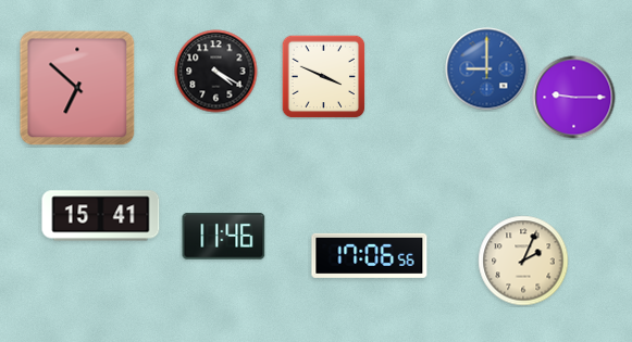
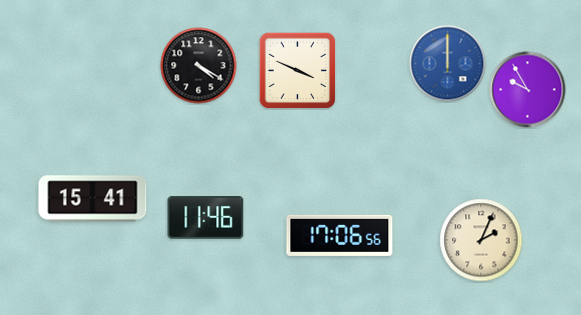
clock at (487, 69): 9:00 -> 12:00
clock at (77, 88): 6:52 -> none
clock at (574, 98): 9:15 -> 9:55
